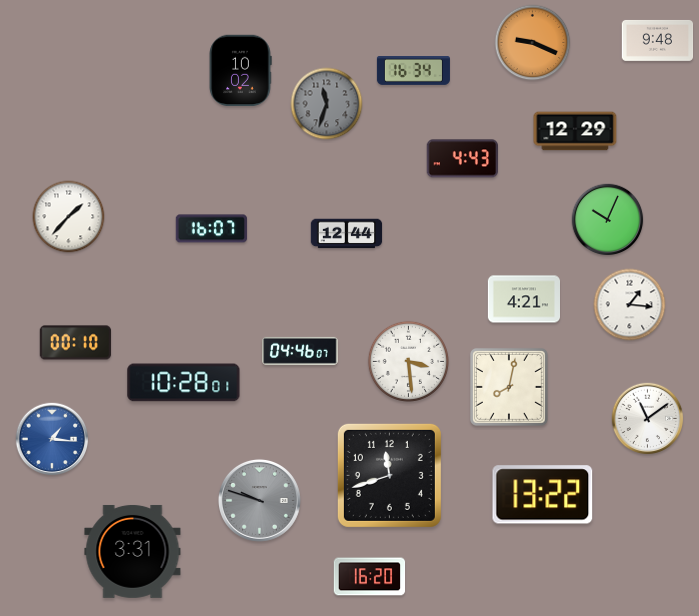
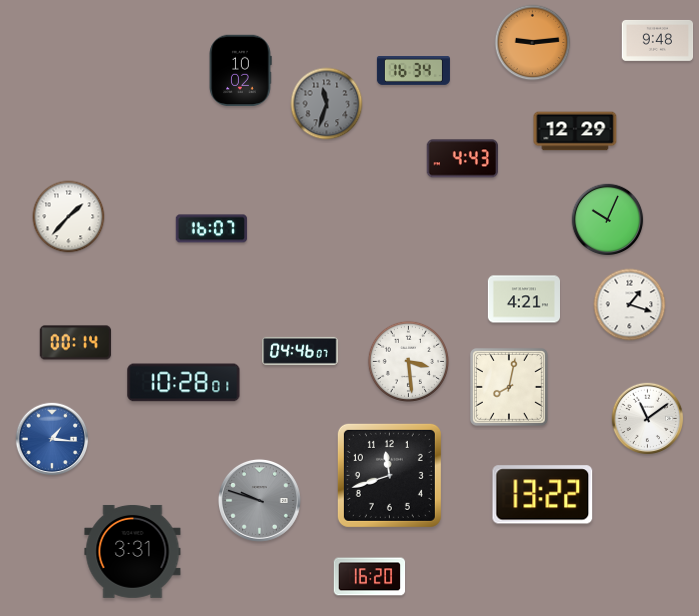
clock at (533, 43): 9:19 -> 9:14
clock at (347, 234): 12:44 -> none
clock at (630, 305): 1:16 -> 1:18
clock at (76, 343): 00:10 -> 00:14
